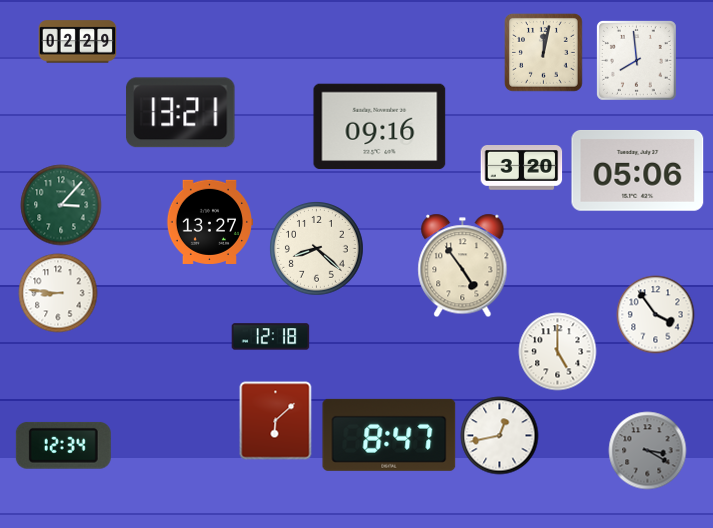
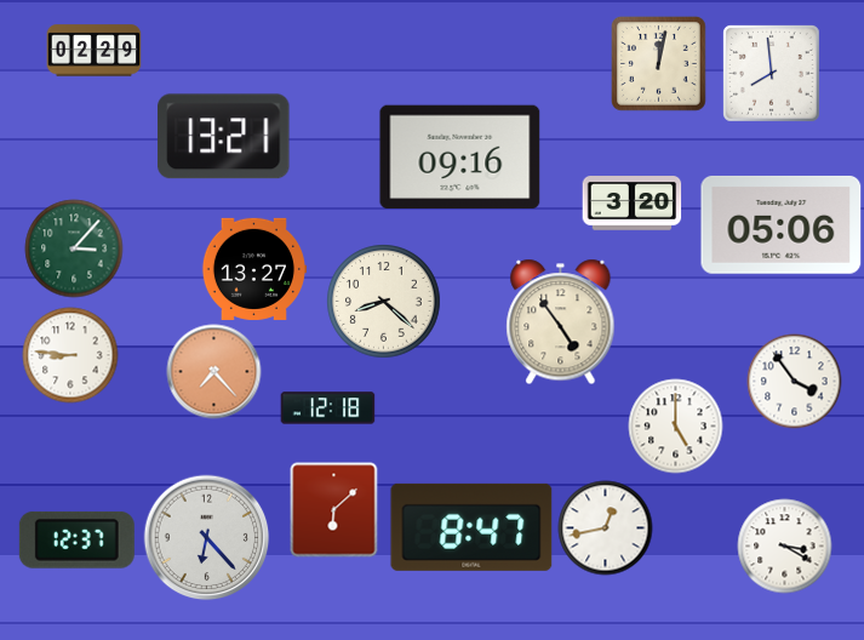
clock at (181, 113) position: (181, 113) -> (224, 137)
clock at (380, 127) position: (380, 127) -> (460, 158)
clock at (638, 170) position: (638, 170) -> (782, 224)
clock at (213, 371): none -> 7:23
clock at (206, 537): none -> 6:23
clock at (63, 445): 12:34 -> 12:37
clock at (647, 450) dial: grey -> white
